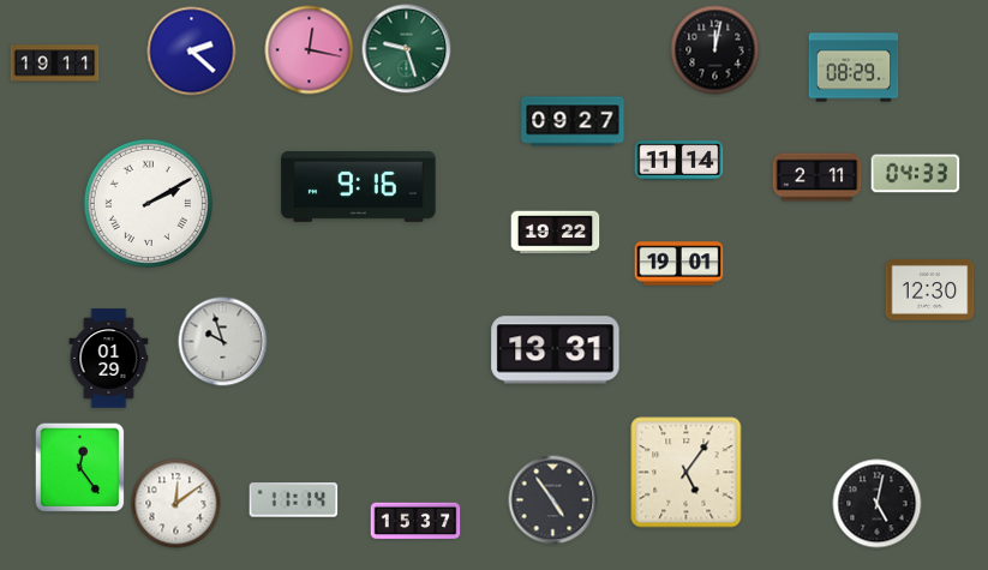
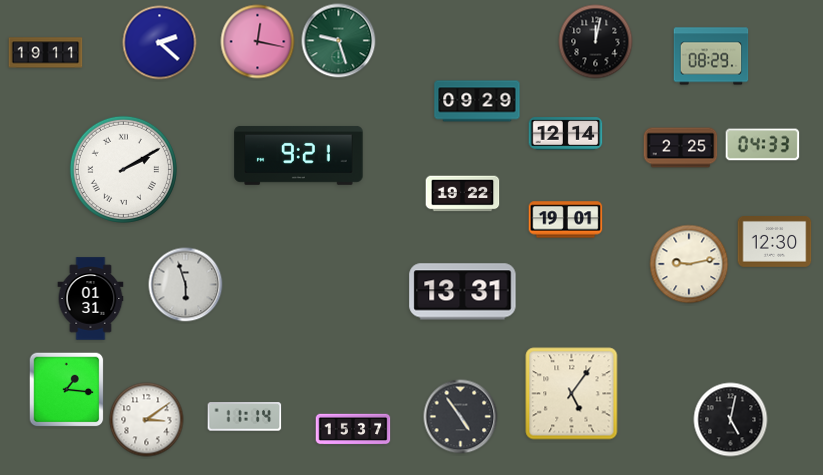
clock at (573, 121): 09:27 -> 09:29
clock at (679, 161): 11:14 -> 12:14
clock at (818, 178): 2:11 -> 2:25
clock at (359, 186): 9:16 -> 9:21
clock at (689, 264): none -> 9:13
clock at (223, 342): 9:57 -> 5:57
clock at (109, 359): 01:29 -> 01:31
clock at (80, 468): 12:24 -> 1:16
clock at (176, 504): 12:09 -> 3:09
clock at (415, 521) position: (415, 521) -> (353, 429)
